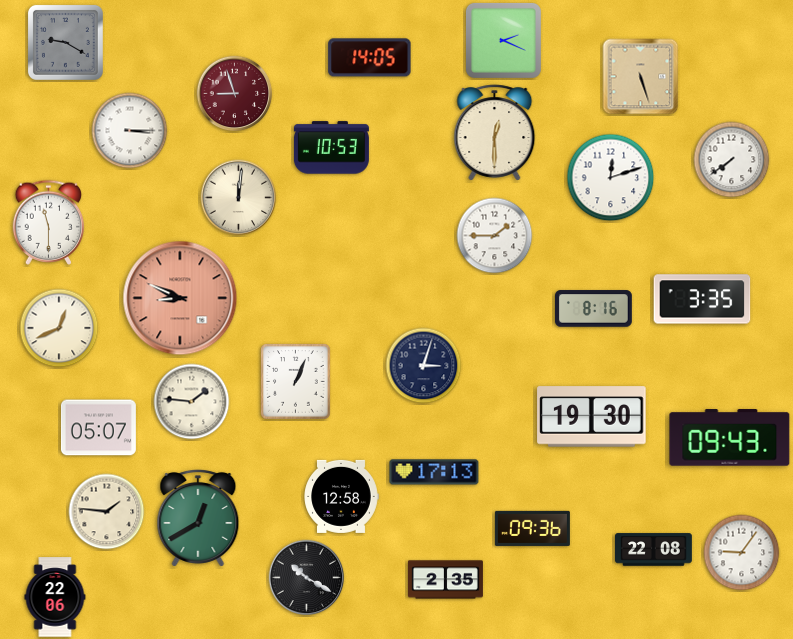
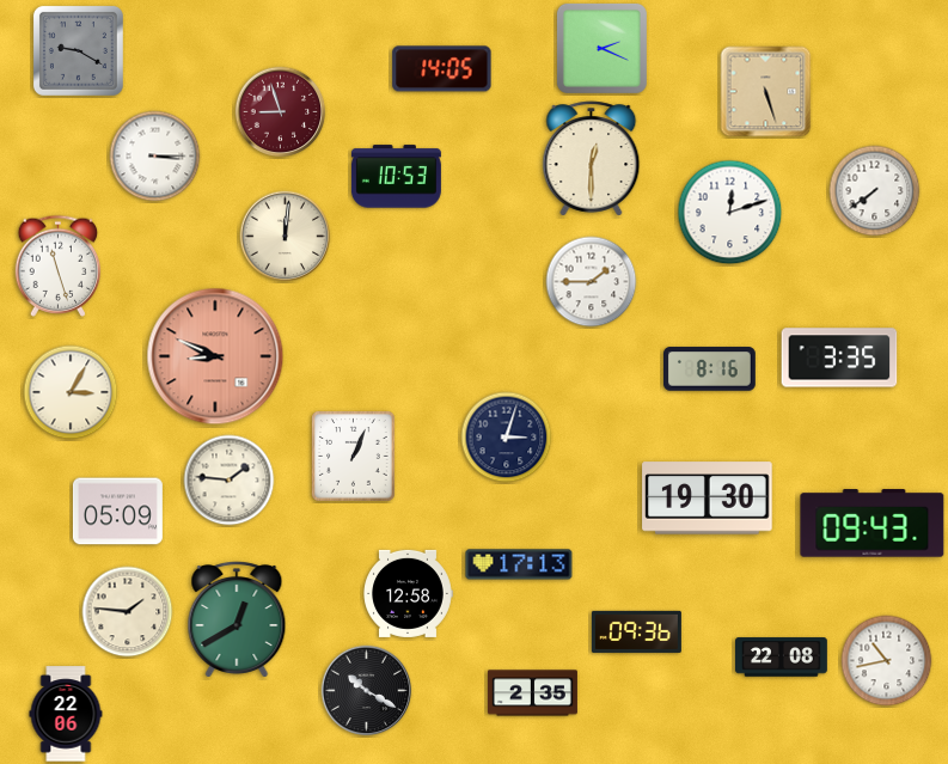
clock at (49, 222): 11:30 -> 11:27
clock at (59, 328): 12:41 -> 3:05
clock at (98, 428): 05:07 -> 05:09
clock at (742, 553): 9:06 -> 10:43
